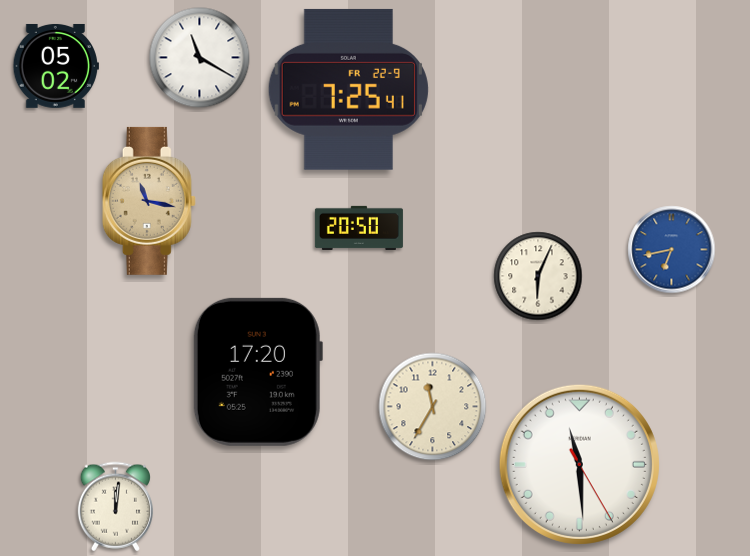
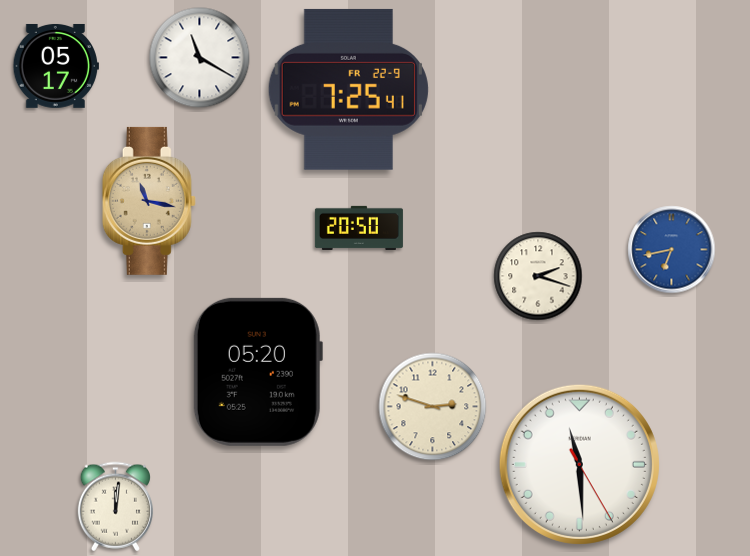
clock at (55, 66): 05:02 -> 05:17
clock at (538, 276): 6:04 -> 2:18
clock at (258, 372): 17:20 -> 05:20
clock at (433, 407): 11:35 -> 2:48
